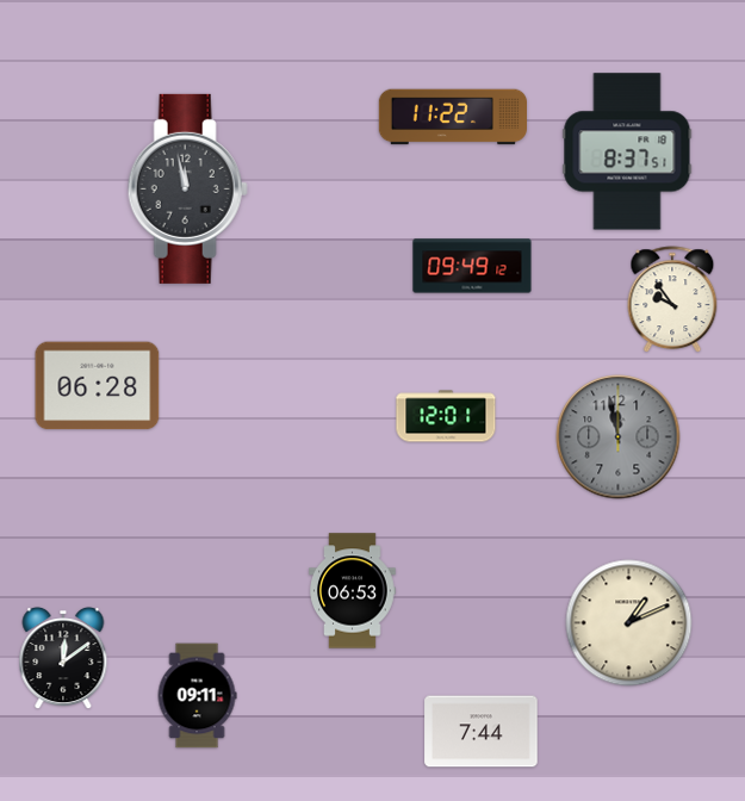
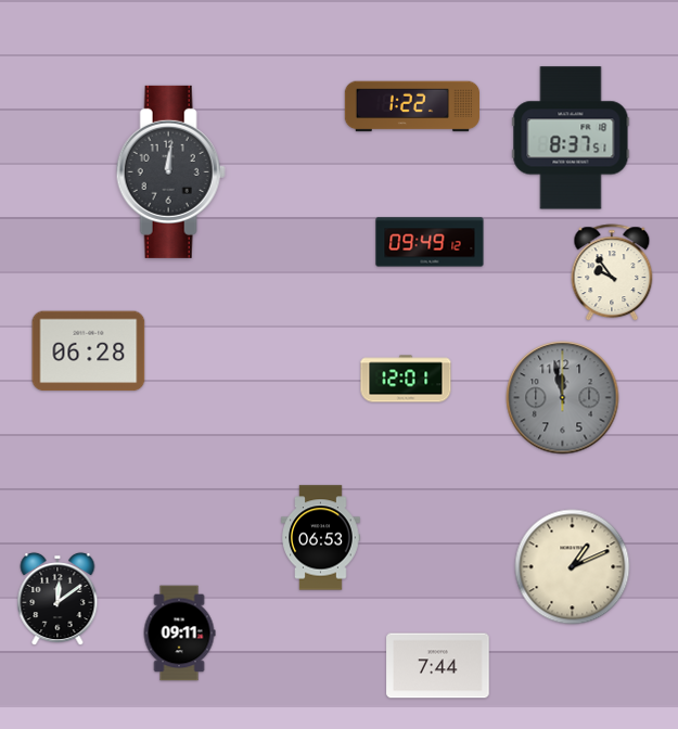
clock at (452, 117): 11:22 -> 1:22
clock at (187, 188): 11:58 -> 12:01
